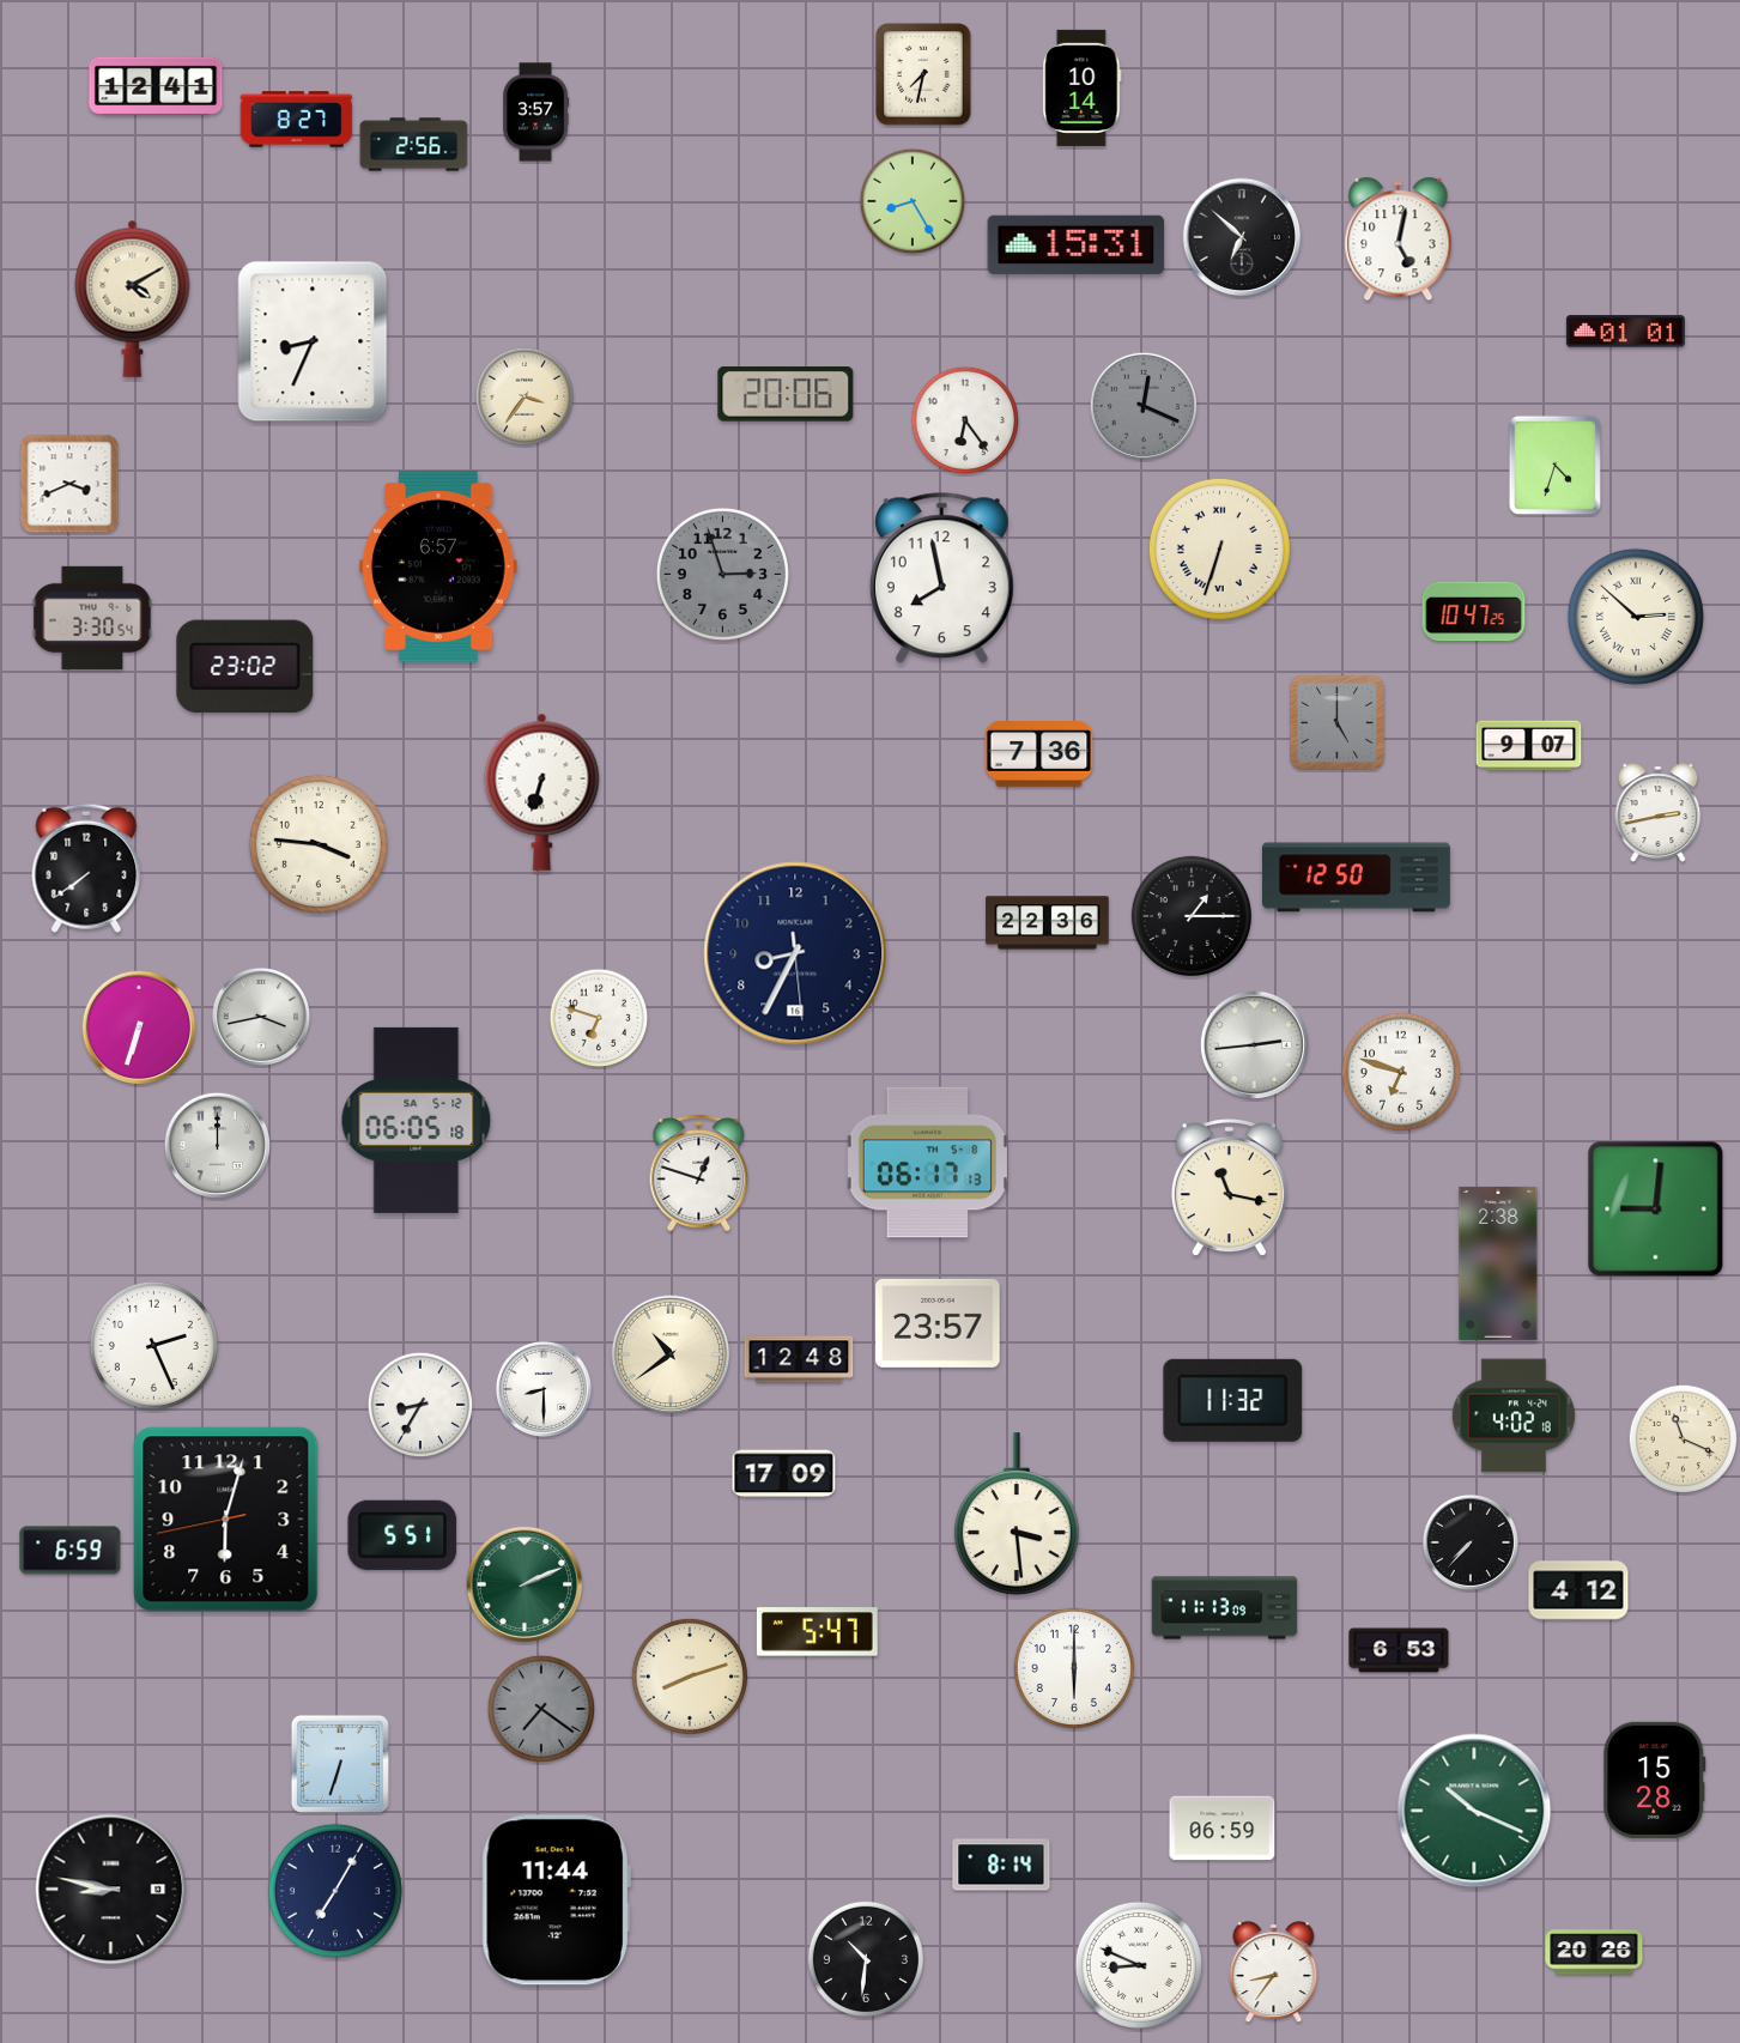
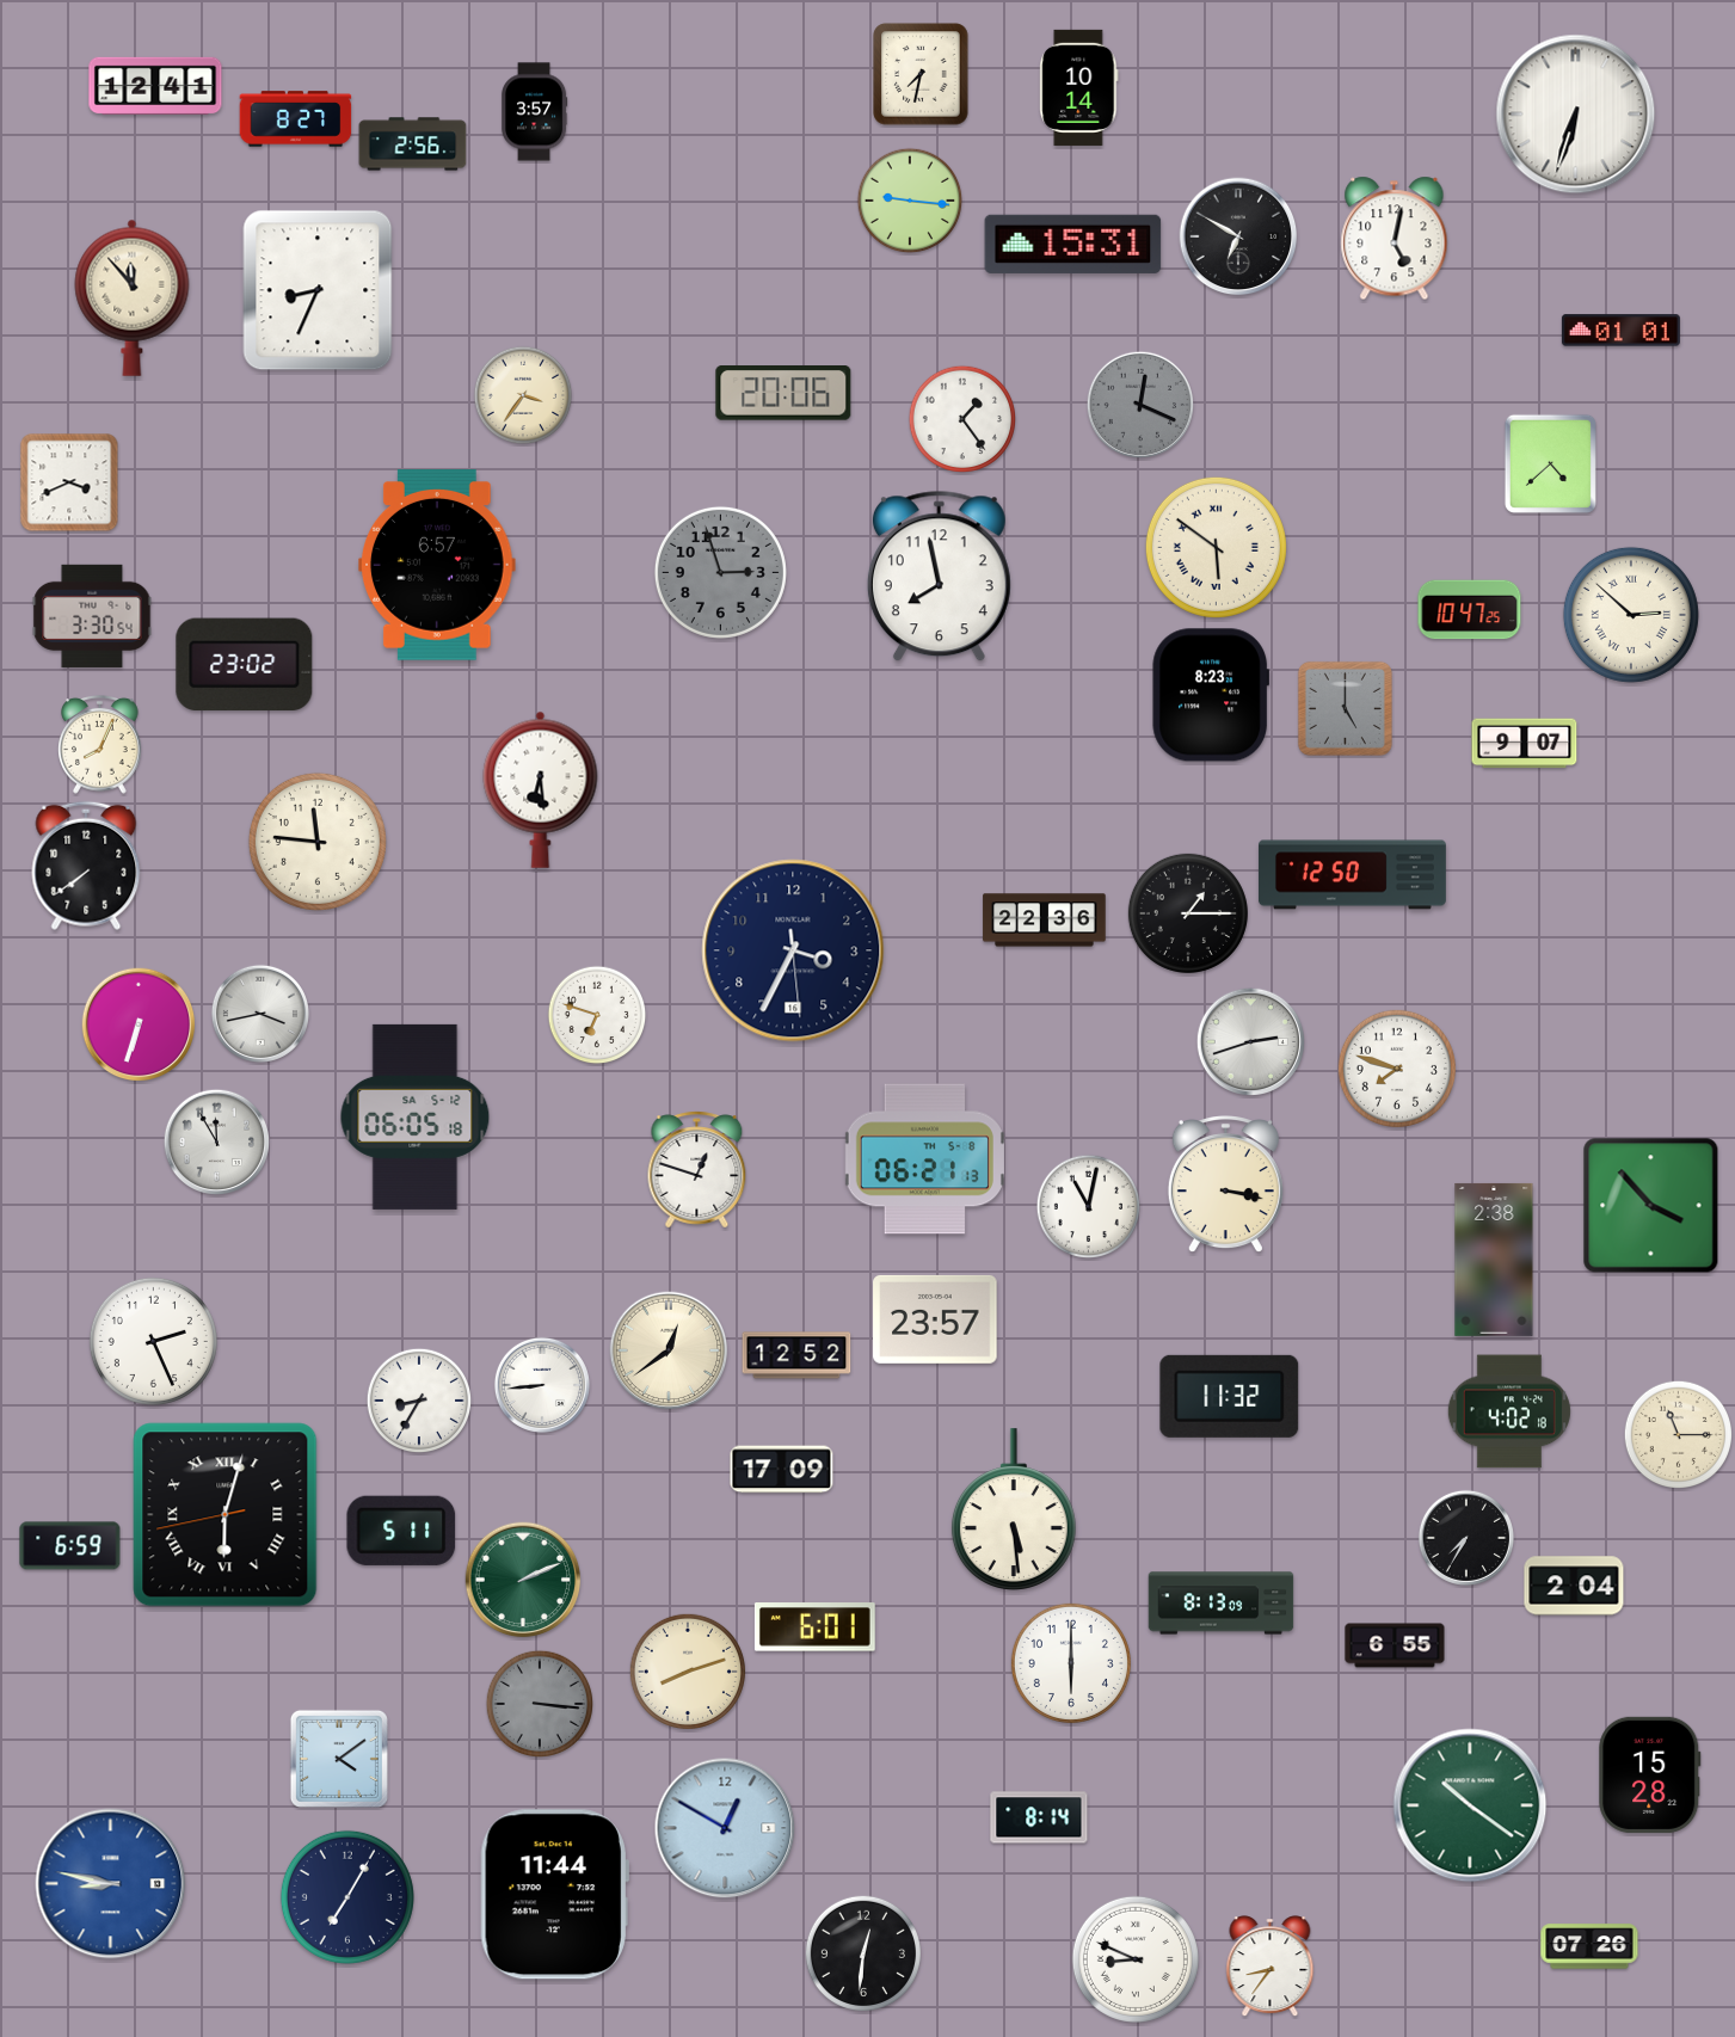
clock at (1576, 115): none -> 6:33
clock at (913, 201): 8:25 -> 9:16
clock at (1242, 237): 6:52 -> 6:50
clock at (133, 298): 4:10 -> 11:53
clock at (313, 341) position: (313, 341) -> (318, 290)
clock at (965, 420): 6:24 -> 1:24
clock at (1554, 465): 4:33 -> 4:38
clock at (1219, 548): 6:33 -> 5:51
clock at (1211, 695): none -> 8:23
clock at (1336, 722) position: (1336, 722) -> (1345, 708)
clock at (100, 745): none -> 8:04
clock at (1039, 754): 7:36 -> none
clock at (542, 792): 6:33 -> 6:29
clock at (1659, 813): 2:43 -> none
clock at (319, 844): 3:46 -> 11:46
clock at (795, 953): 8:34 -> 3:34
clock at (1255, 1045): 2:44 -> 2:42
clock at (1401, 1072): 6:48 -> 7:48
clock at (217, 1145): 12:00 -> 11:55
clock at (927, 1163): 06:17 -> 06:21
clock at (1229, 1189): 11:17 -> 3:17
clock at (1656, 1210): 9:01 -> 3:53
clock at (1089, 1207): none -> 11:02
clock at (671, 1354): 10:39 -> 12:39
clock at (799, 1359): 12:48 -> 12:52
clock at (544, 1389): 8:30 -> 8:44
clock at (1683, 1438): 11:19 -> 11:15
clock at (1017, 1514): 3:29 -> 5:29
clock at (226, 1520) numerals: Arabic -> Roman
clock at (402, 1535): 5:51 -> 5:11
clock at (1471, 1542): 7:37 -> 7:35
clock at (1578, 1590): 4:12 -> 2:04
clock at (1225, 1608): 11:13 -> 8:13
clock at (817, 1632): 5:47 -> 6:01
clock at (1399, 1650): 6:53 -> 6:55
clock at (541, 1709): 7:21 -> 3:16
clock at (340, 1764): 6:33 -> 4:09
clock at (1474, 1811): 10:19 -> 10:21
clock at (1223, 1829): 06:59 -> none
clock at (725, 1828): none -> 12:50
clock at (1001, 1865) position: (1001, 1865) -> (1039, 1817)
clock at (111, 1890) dial: black -> blue
clock at (335, 1891) position: (335, 1891) -> (347, 1897)
clock at (1594, 1952): 20:26 -> 07:26
clock at (866, 1959): 10:31 -> 12:31
